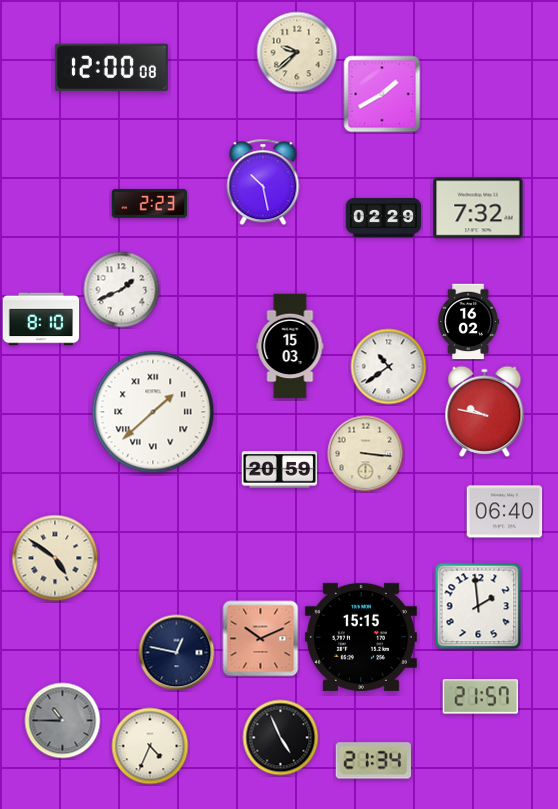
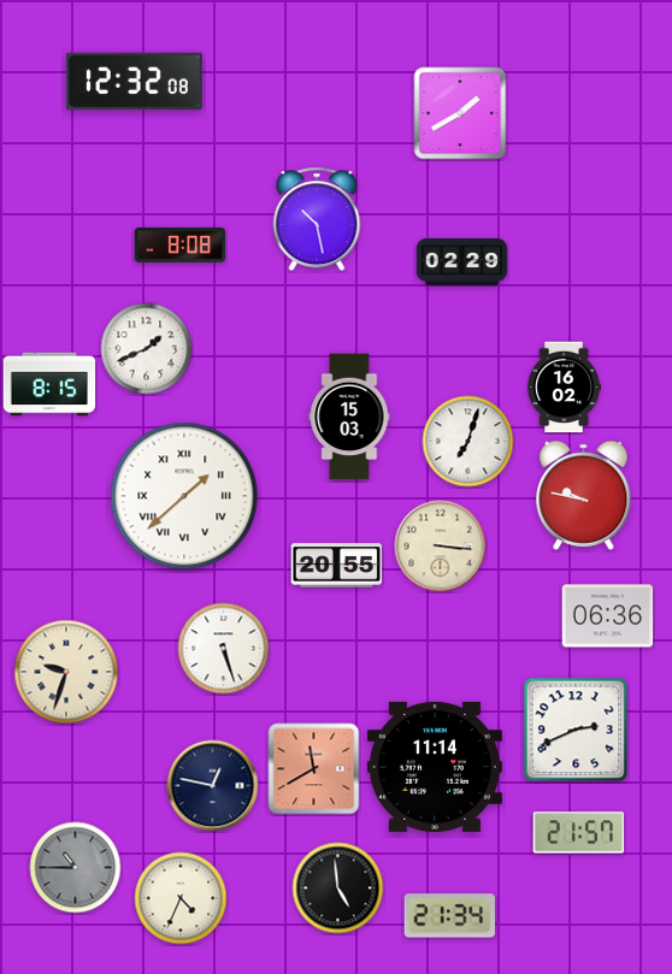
clock at (297, 52): 9:38 -> none
clock at (111, 68): 12:00 -> 12:32
clock at (150, 203): 2:23 -> 8:08
clock at (478, 208): 7:32 -> none
clock at (41, 319): 8:10 -> 8:15
clock at (389, 367): 10:39 -> 7:03
clock at (280, 470): 20:59 -> 20:55
clock at (505, 512): 06:40 -> 06:36
clock at (224, 649): none -> 5:27
clock at (55, 558): 4:51 -> 9:33
clock at (478, 606): 1:59 -> 2:41
clock at (361, 637): 15:15 -> 11:14
clock at (261, 639): 10:11 -> 11:40
clock at (481, 697) position: (481, 697) -> (579, 833)
clock at (281, 738): 4:56 -> 4:59
